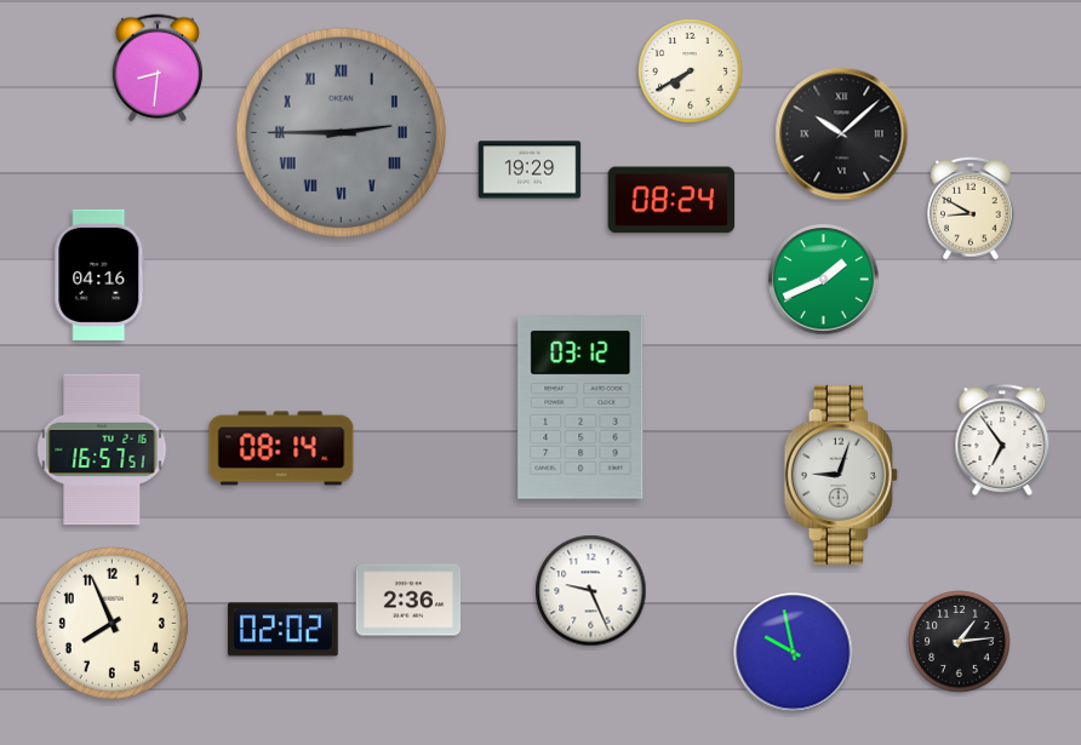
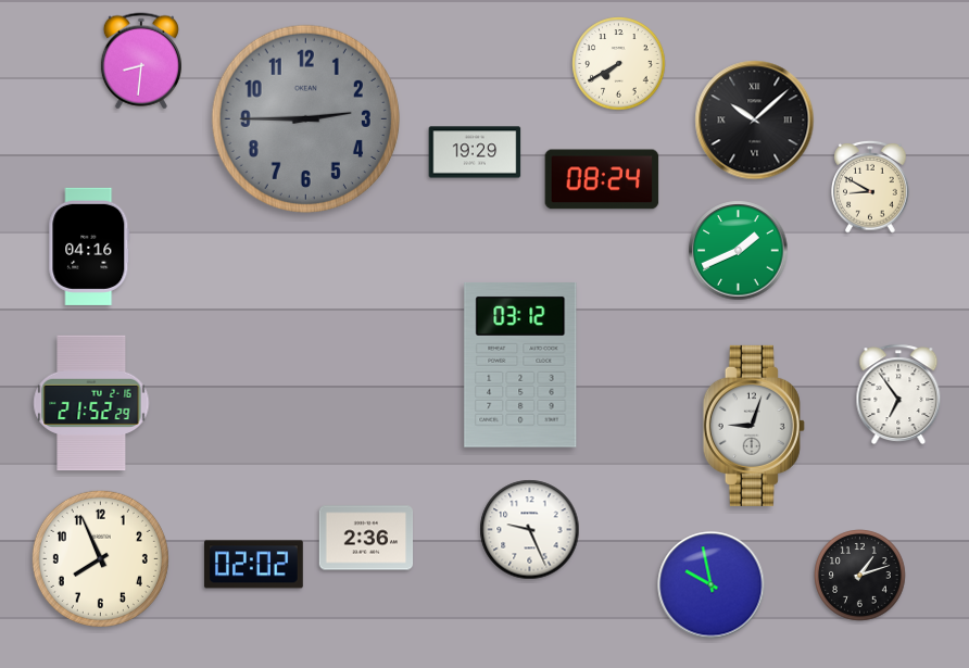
clock at (341, 132) numerals: Roman -> Arabic
clock at (281, 448): 08:14 -> none
clock at (102, 449): 16:57 -> 21:52
clock at (960, 642): 1:14 -> 1:12
